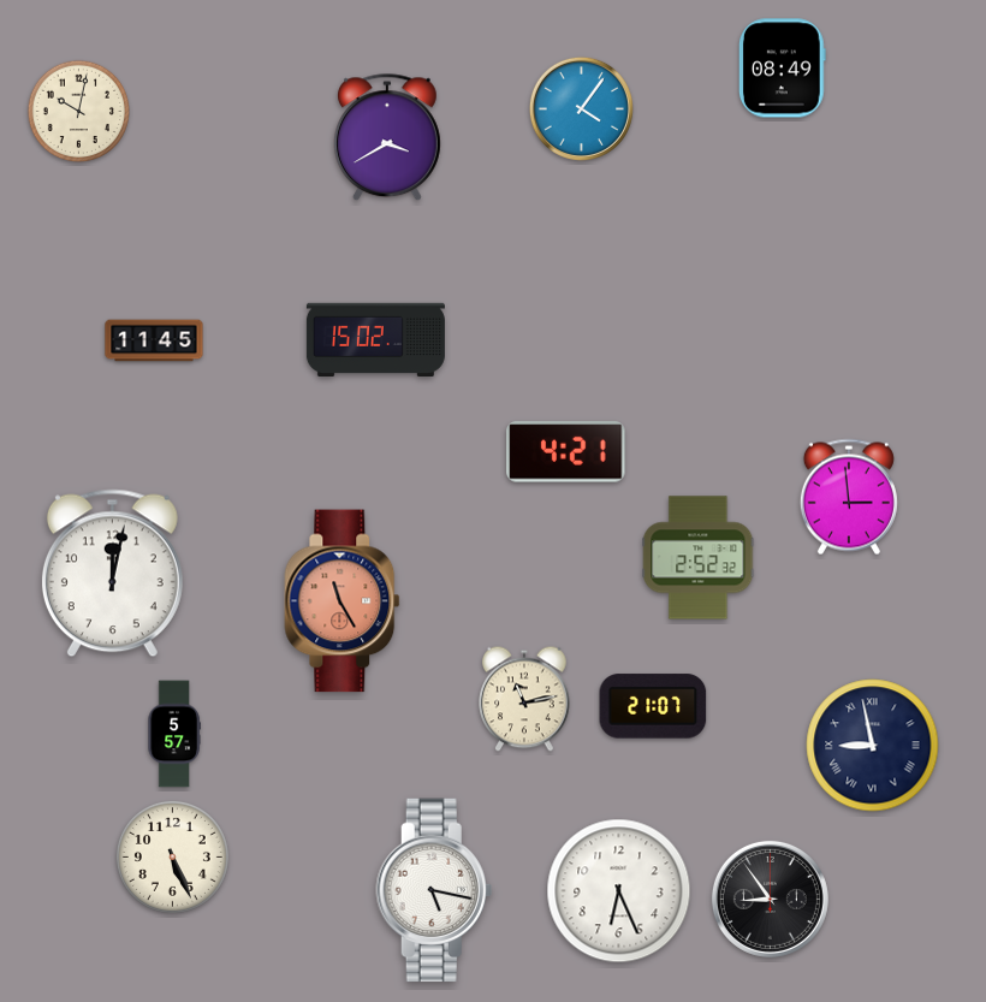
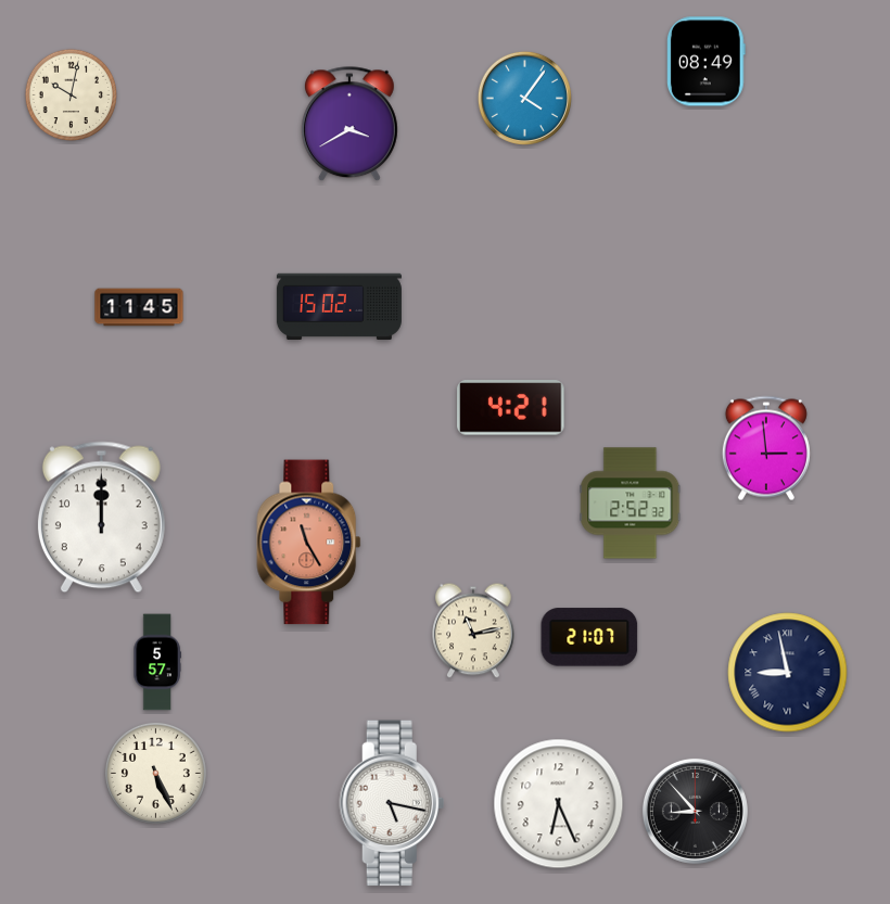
clock at (79, 111) position: (79, 111) -> (72, 94)
clock at (112, 574): 12:02 -> 12:00
clock at (770, 899): 8:54 -> 8:53
